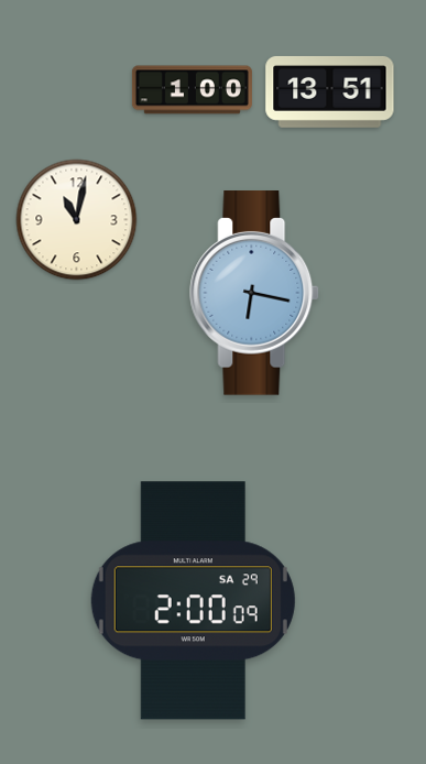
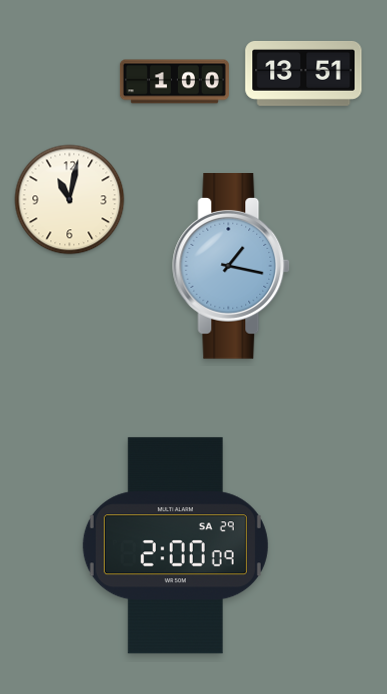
clock at (330, 91) position: (330, 91) -> (304, 73)
clock at (255, 294): 6:17 -> 1:17
